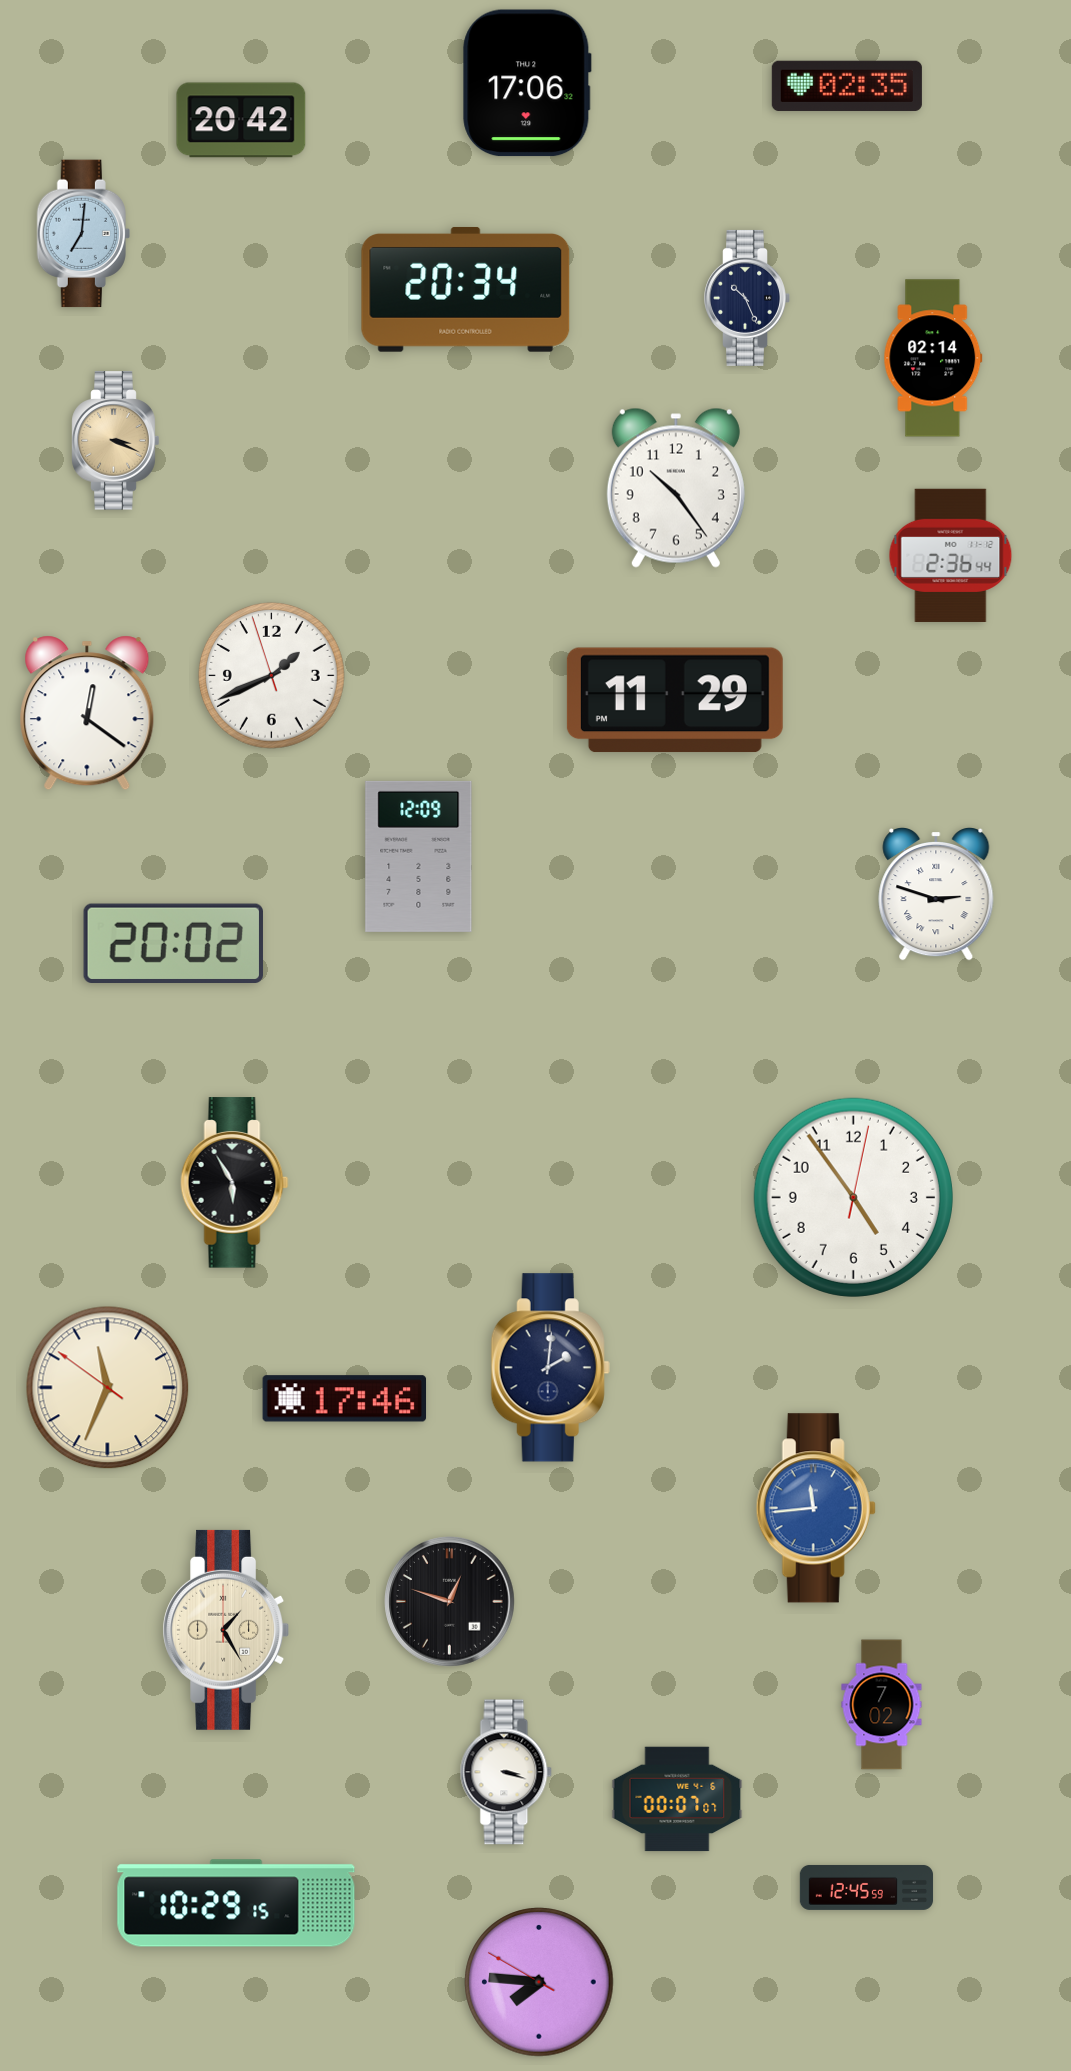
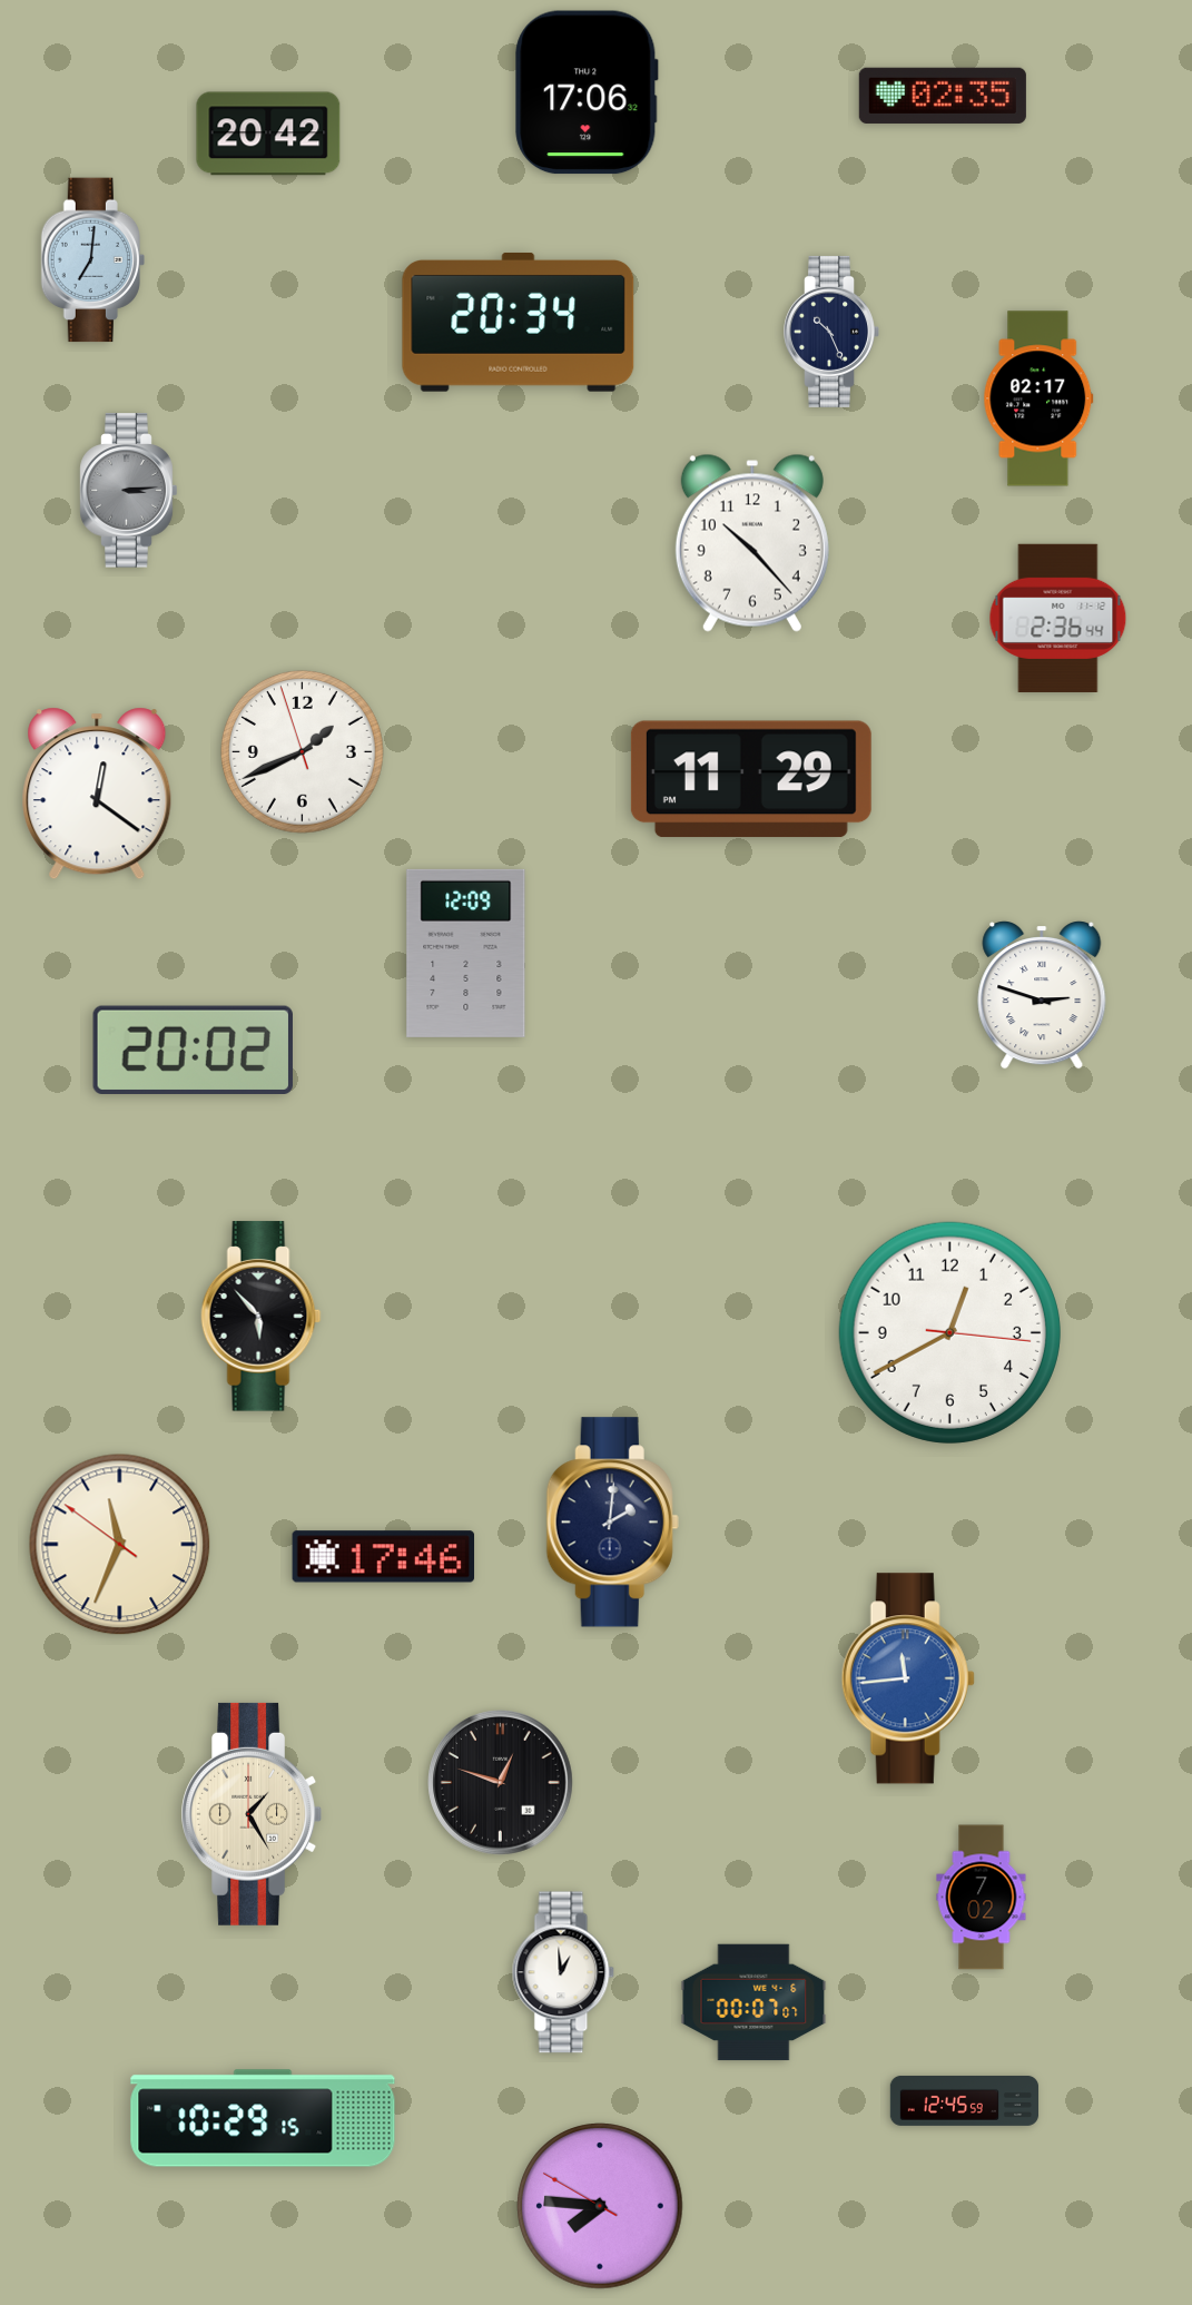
clock at (933, 358): 02:14 -> 02:17
clock at (116, 441): 3:19 -> 3:14
clock at (116, 441) dial: champagne -> grey
clock at (676, 488): 10:24 -> 10:23
clock at (235, 1183): 5:55 -> 5:53
clock at (853, 1197): 4:54 -> 12:40
clock at (506, 1772): 3:18 -> 12:59
